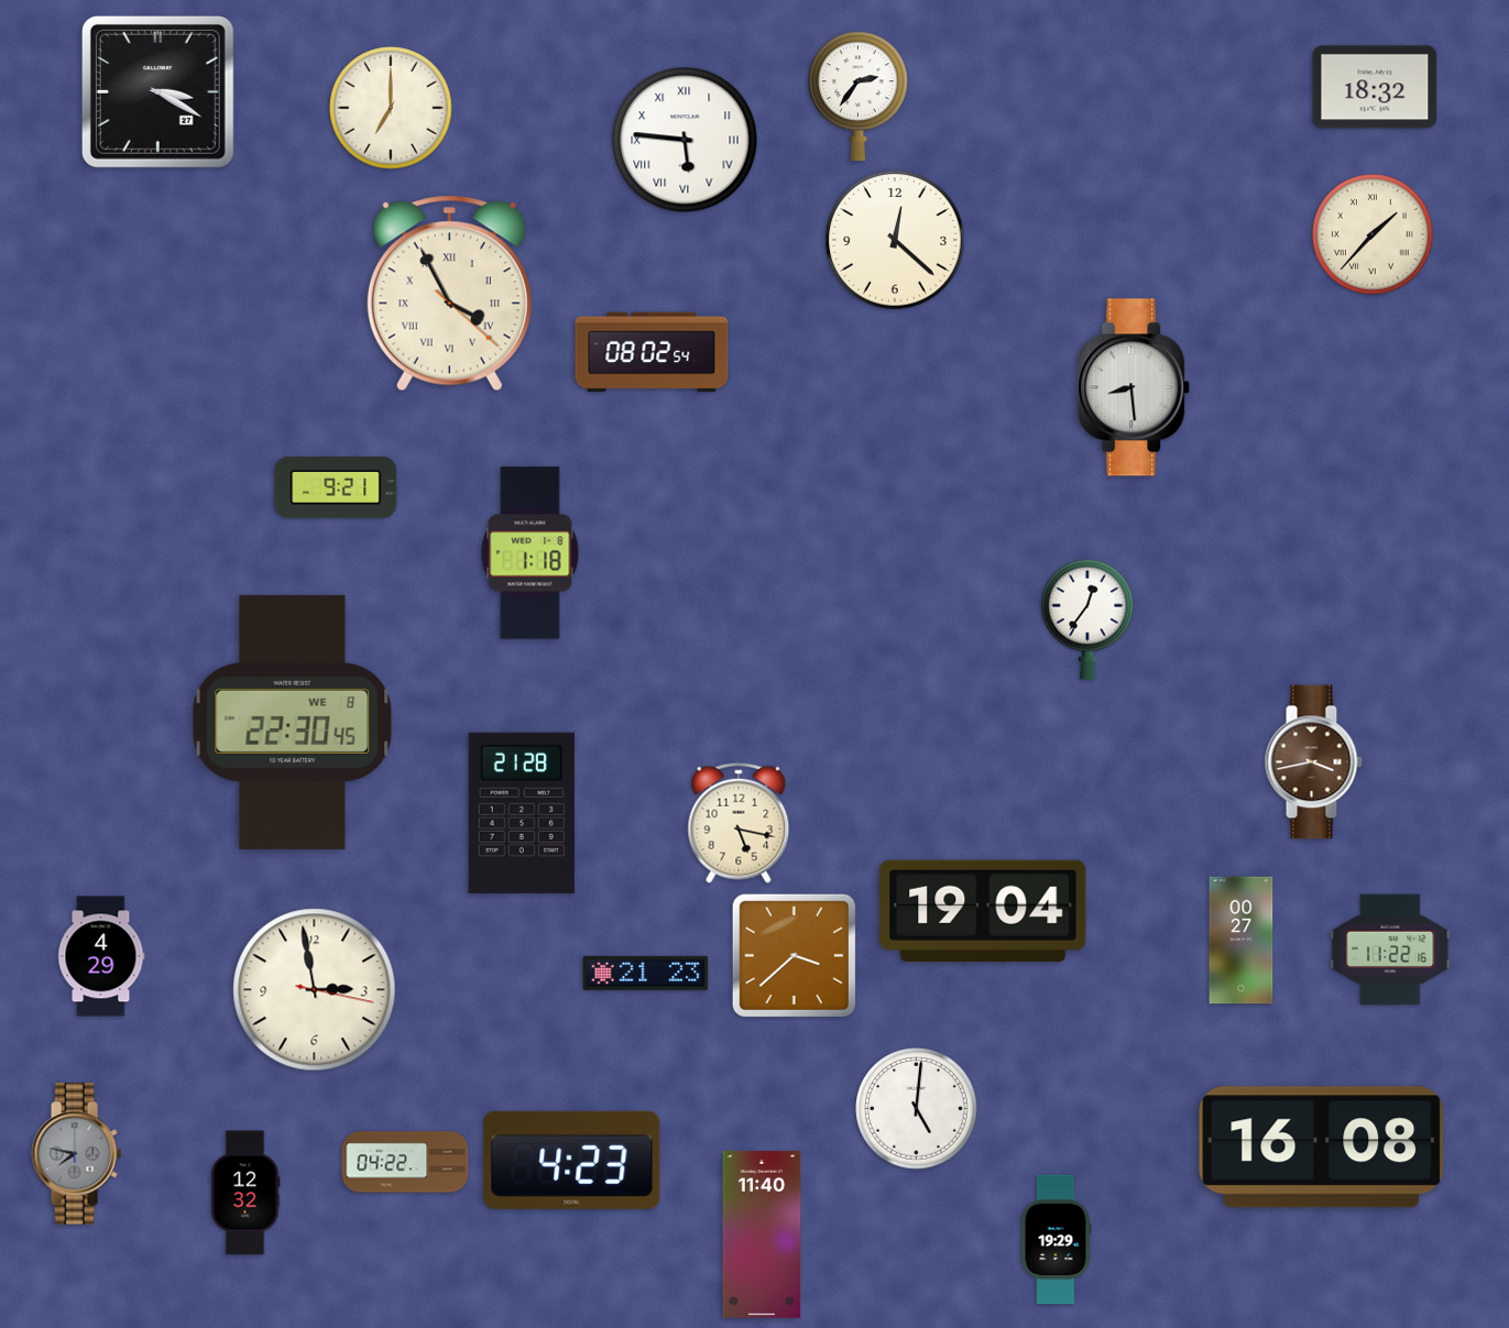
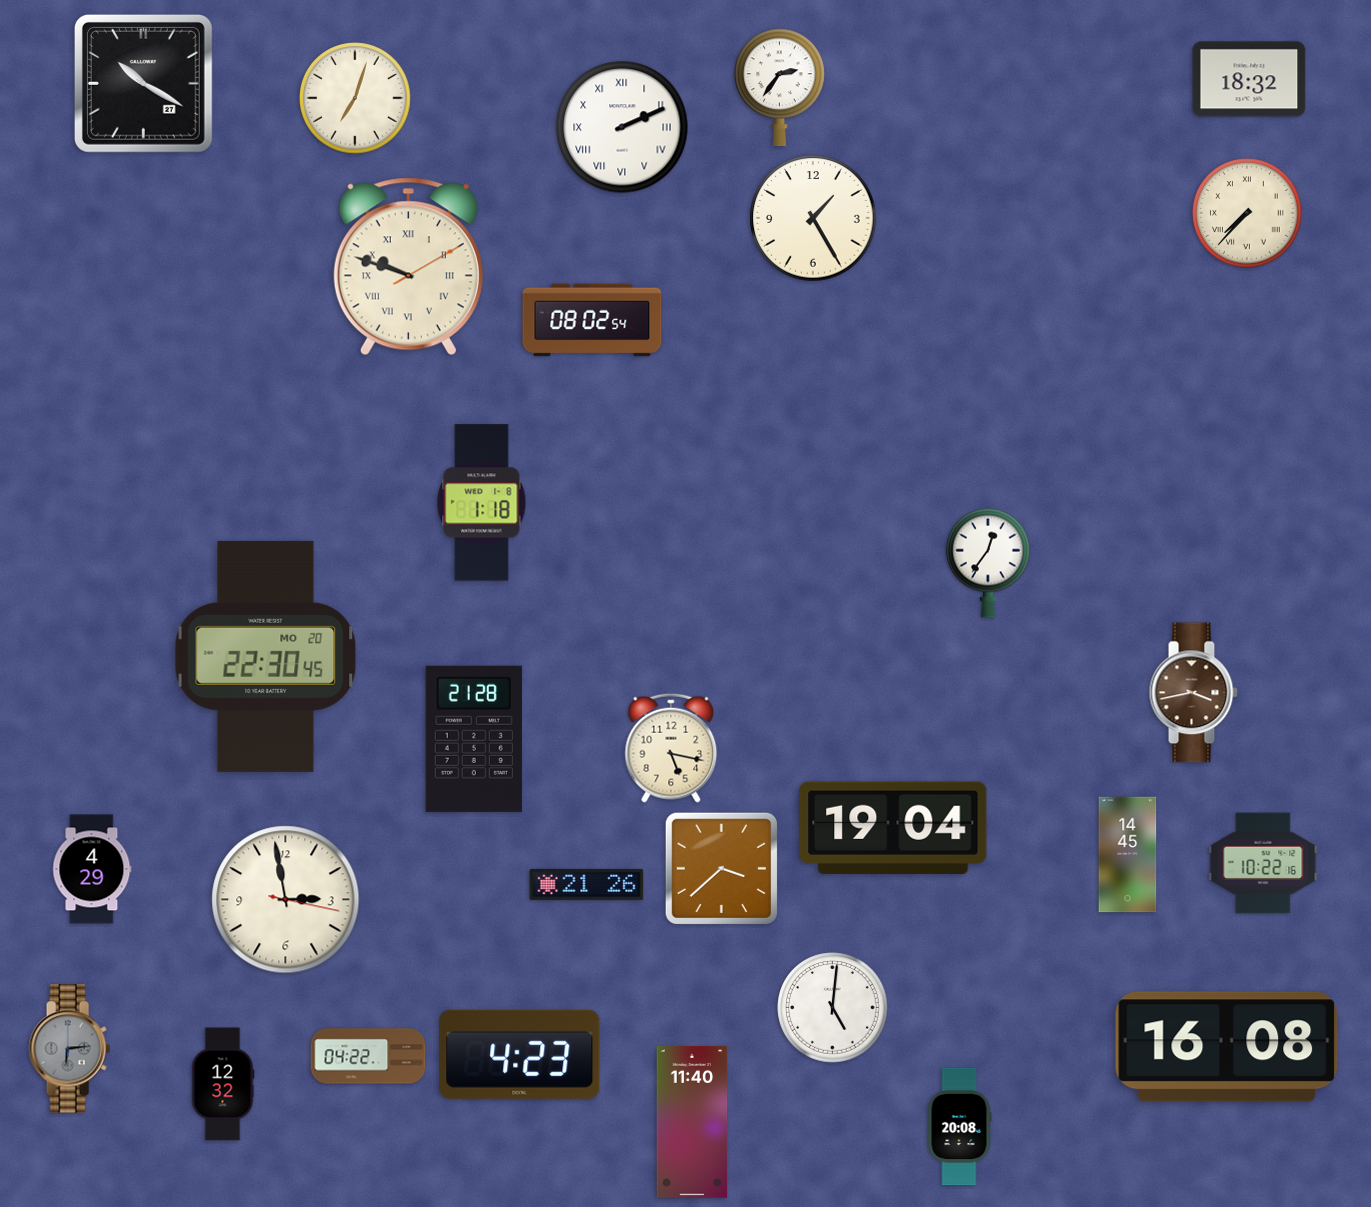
clock at (157, 91): 3:20 -> 10:20
clock at (391, 108): 7:00 -> 7:03
clock at (685, 140): 5:46 -> 2:11
clock at (1373, 234): 1:37 -> 7:37
clock at (895, 240): 12:22 -> 1:25
clock at (449, 294): 3:55 -> 9:48
clock at (1135, 387): 8:29 -> none
clock at (336, 487): 9:21 -> none
clock at (293, 722) date: WE 8 -> MO 20
clock at (1242, 941): 00:27 -> 14:45
clock at (1390, 950): 11:22 -> 10:22
clock at (646, 973): 21:23 -> 21:26
clock at (1322, 1148) position: (1322, 1148) -> (1227, 1047)
clock at (76, 1154): 7:47 -> 6:14
clock at (1056, 1240): 19:29 -> 20:08
